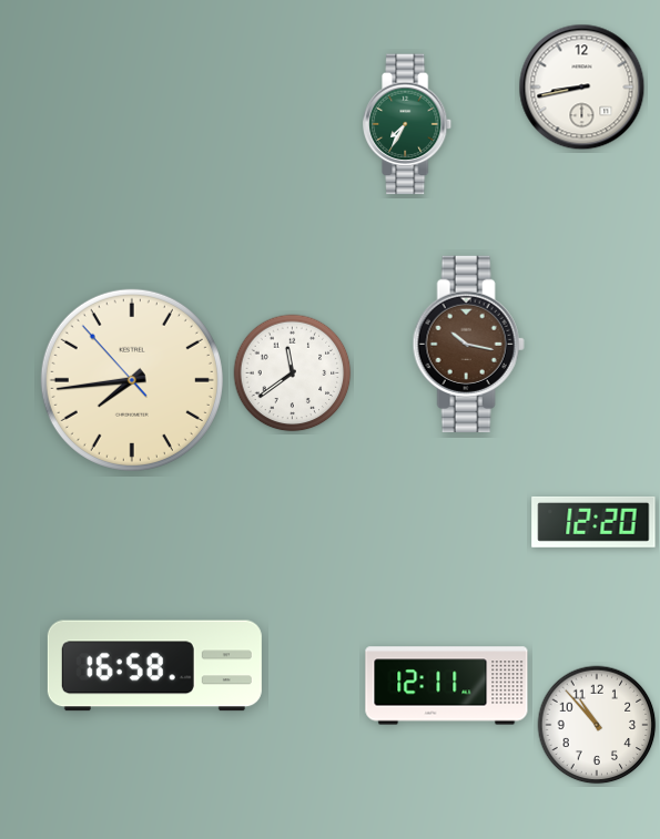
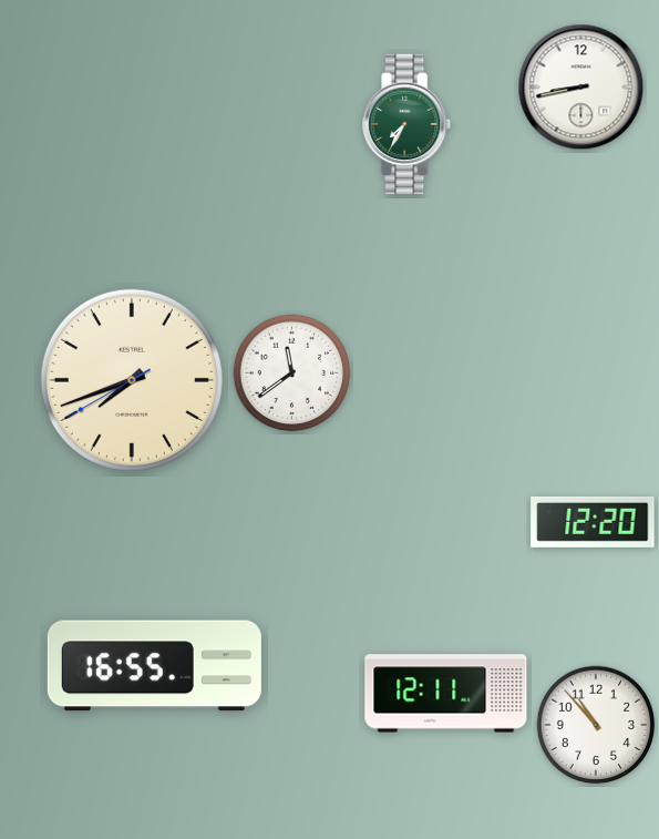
clock at (468, 344): 10:17 -> none
clock at (132, 380): 7:43 -> 7:41
clock at (154, 666): 16:58 -> 16:55
clock at (447, 686) position: (447, 686) -> (446, 694)
